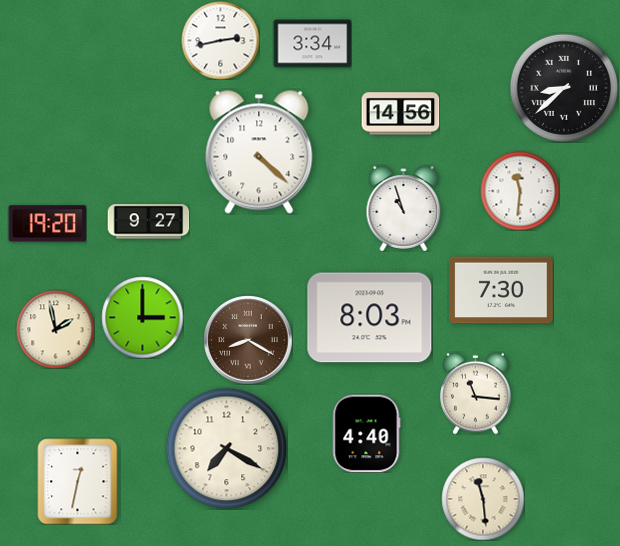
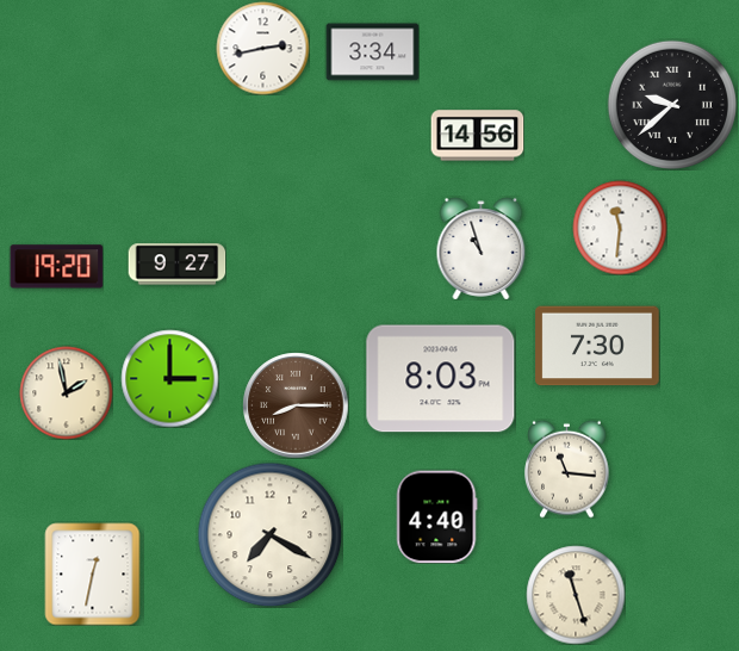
clock at (563, 87): 8:38 -> 9:38
clock at (259, 152): 4:22 -> none
clock at (248, 340): 8:20 -> 8:15
clock at (483, 499): 11:29 -> 11:27
